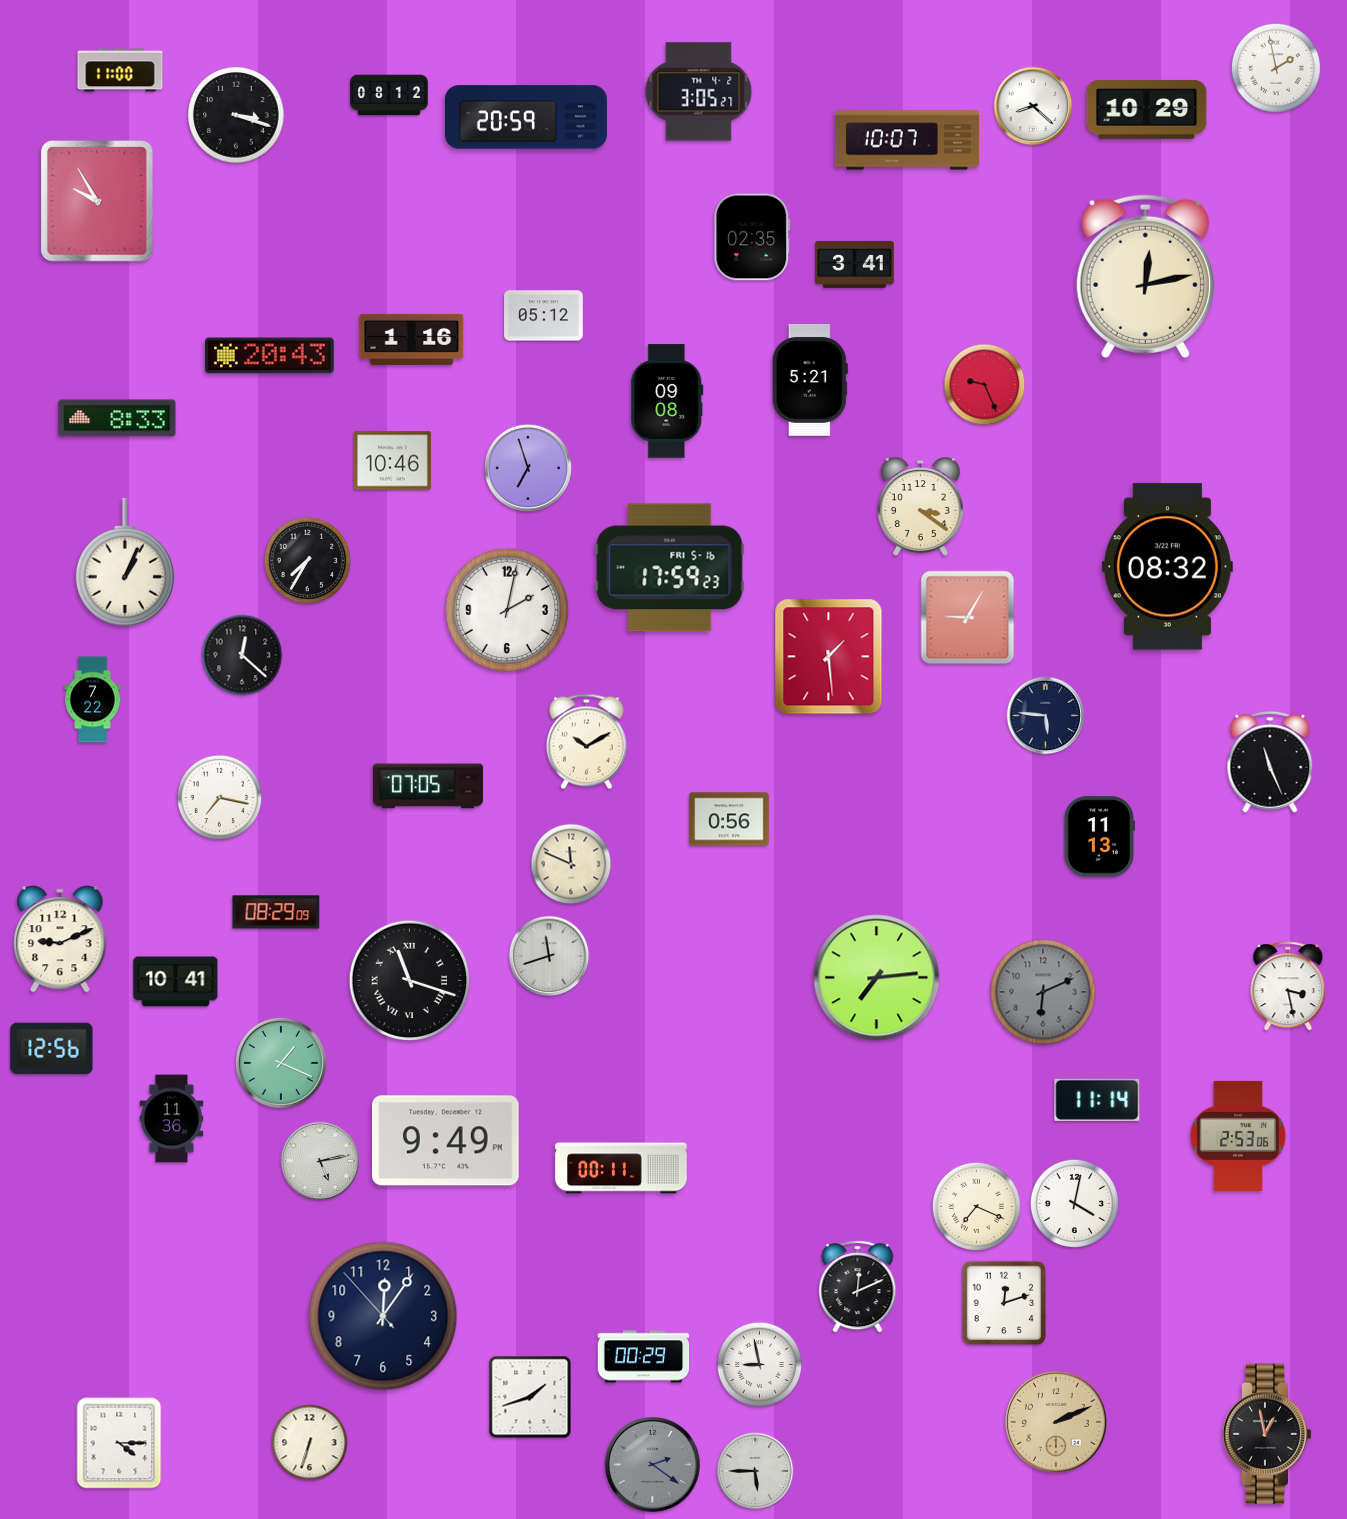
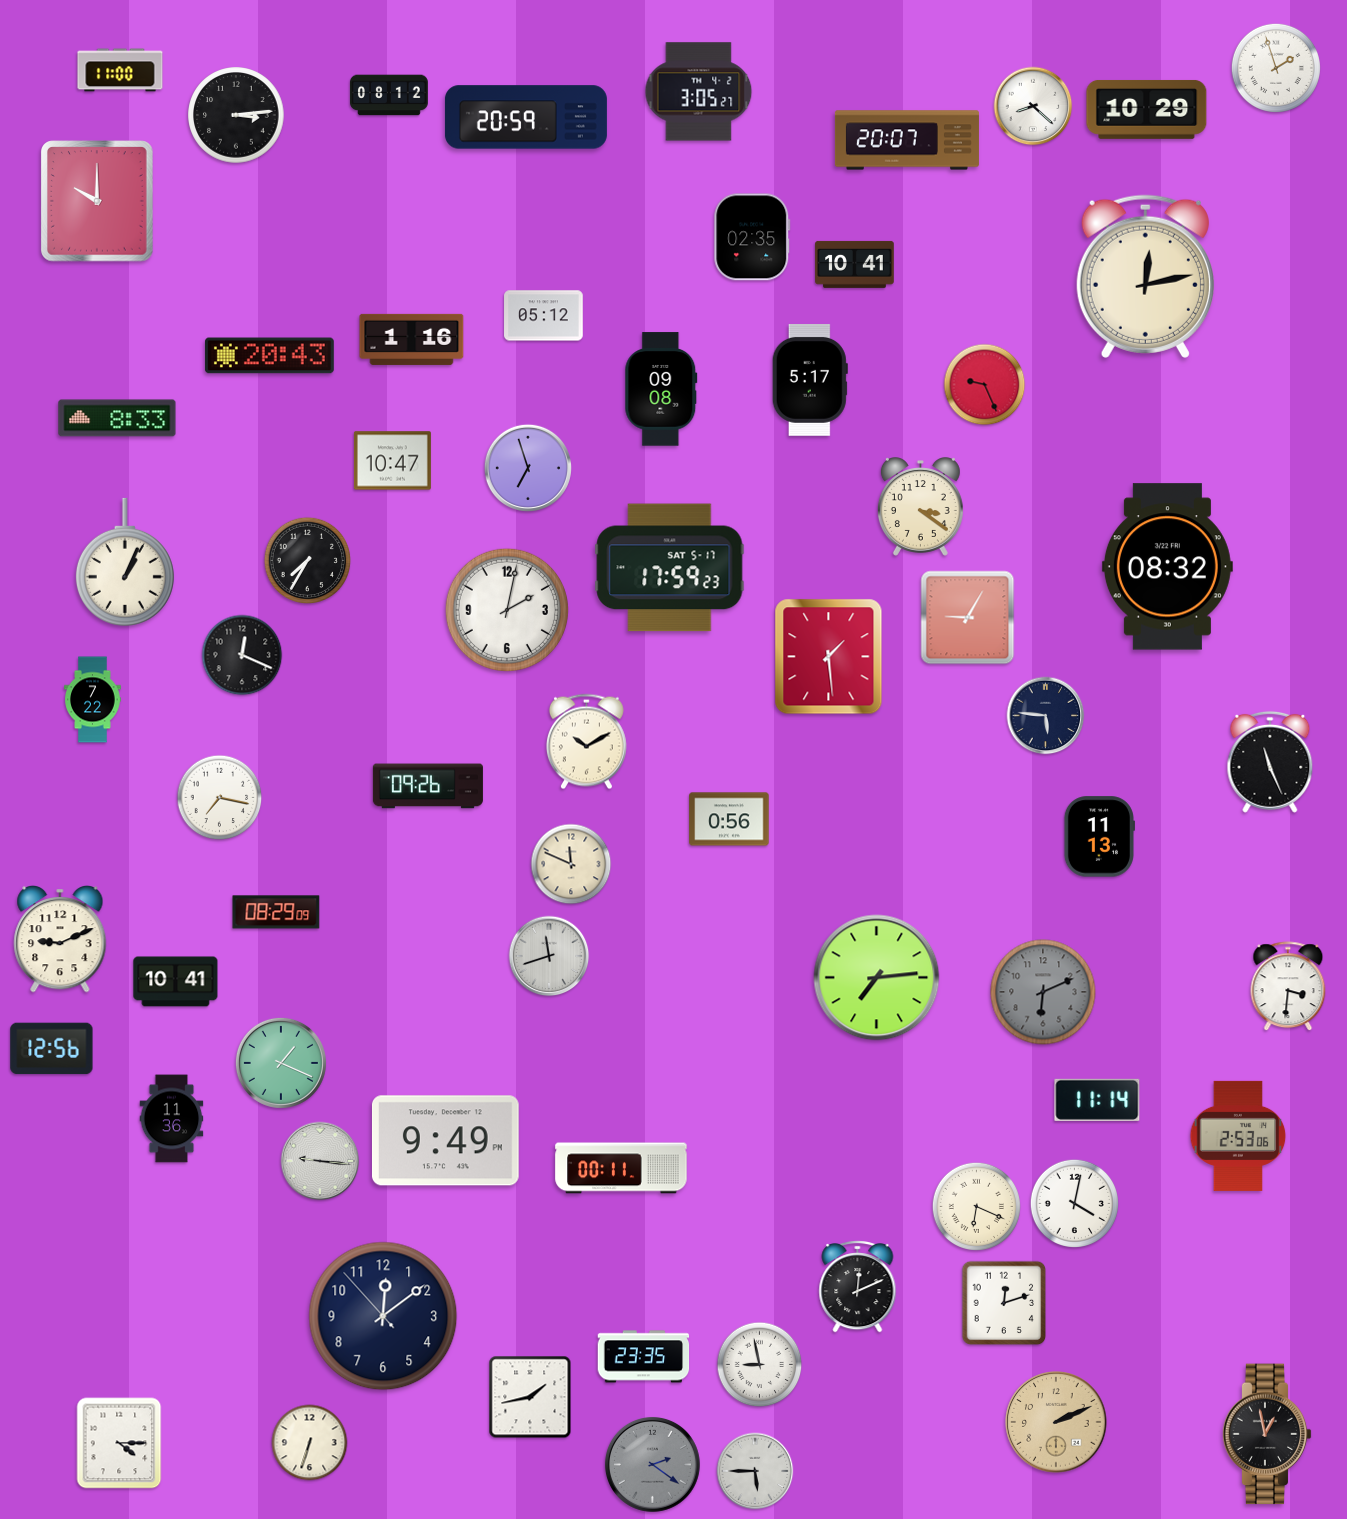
clock at (1276, 68): 1:58 -> 1:57
clock at (236, 115): 3:18 -> 3:14
clock at (907, 140): 10:07 -> 20:07
clock at (98, 201): 9:55 -> 10:00
clock at (855, 264): 3:41 -> 10:41
clock at (810, 380): 5:21 -> 5:17
clock at (667, 401) position: (667, 401) -> (661, 389)
clock at (392, 461): 10:46 -> 10:47
clock at (670, 568) date: FRI 5-16 -> SAT 5-17
clock at (242, 655): 12:22 -> 12:19
clock at (428, 786): 07:05 -> 09:26
clock at (410, 981): 11:18 -> none
clock at (1288, 987): 3:28 -> 3:31
clock at (320, 1161): 5:13 -> 9:16
clock at (976, 1206): 7:19 -> 6:19
clock at (383, 1316): 12:05 -> 12:08
clock at (644, 1357): 00:29 -> 23:35
clock at (530, 1397): 1:42 -> 1:43
